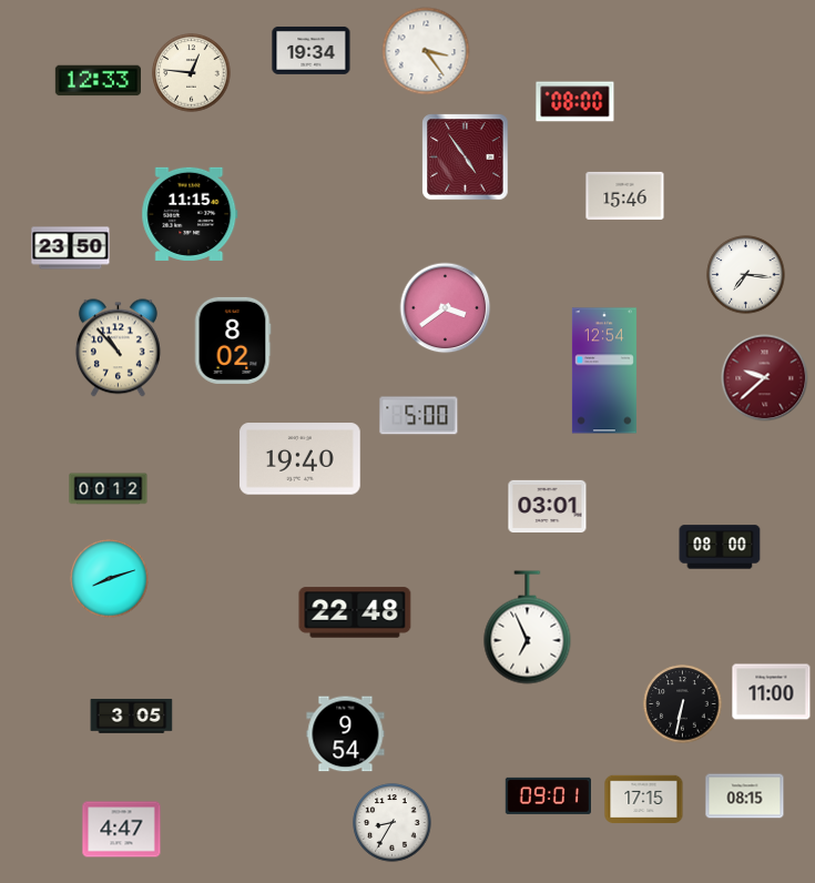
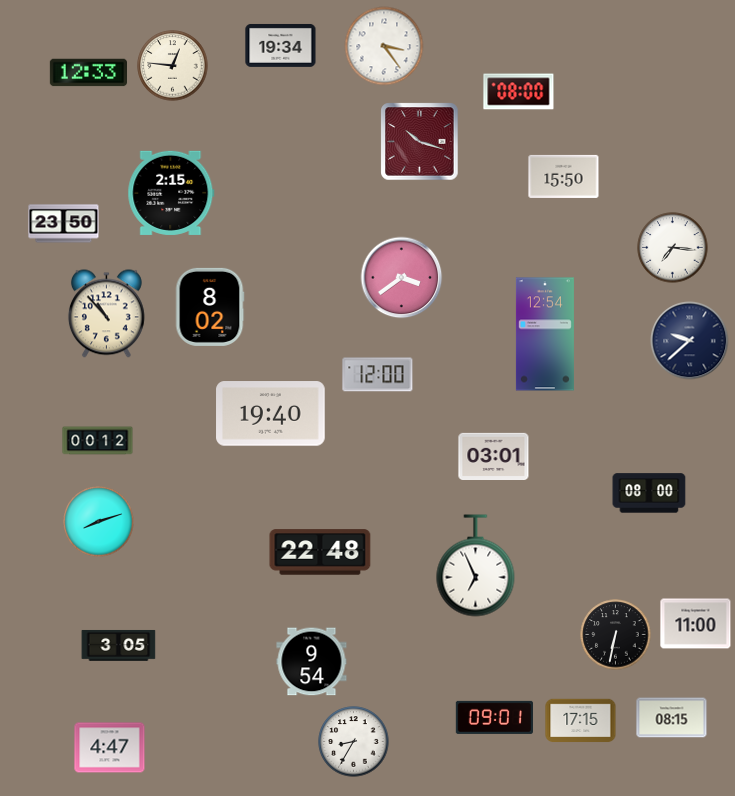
clock at (466, 158): 4:54 -> 10:18
clock at (625, 195): 15:46 -> 15:50
clock at (190, 214): 11:15 -> 2:15
clock at (765, 378) dial: burgundy -> navy
clock at (419, 416): 5:00 -> 12:00
